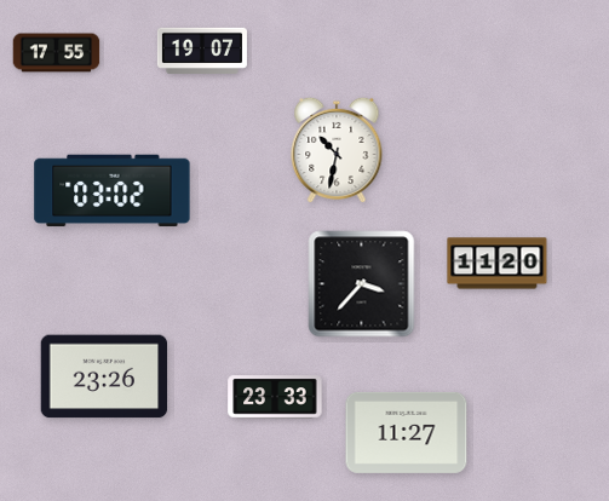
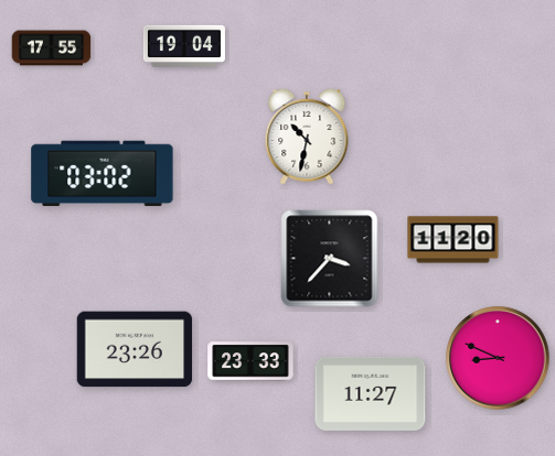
clock at (202, 50): 19:07 -> 19:04
clock at (104, 376) position: (104, 376) -> (135, 349)
clock at (498, 358): none -> 8:49
